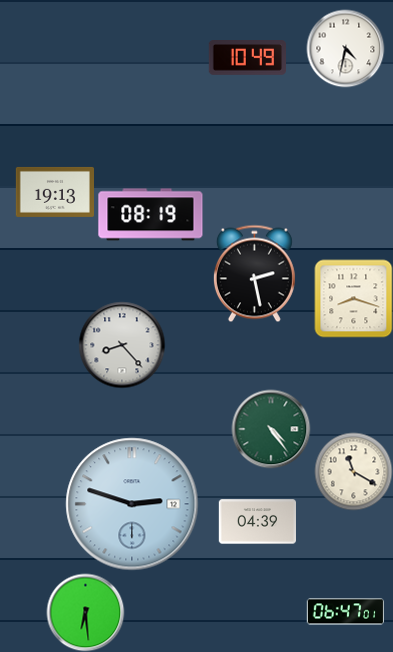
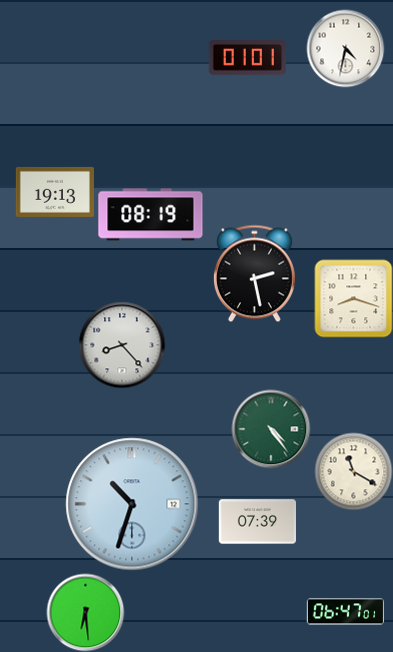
clock at (247, 58): 10:49 -> 01:01
clock at (132, 504): 2:48 -> 10:33
clock at (257, 522): 04:39 -> 07:39
